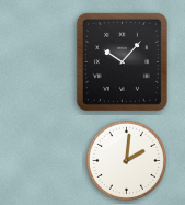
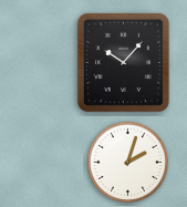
clock at (126, 160): 2:01 -> 2:03
